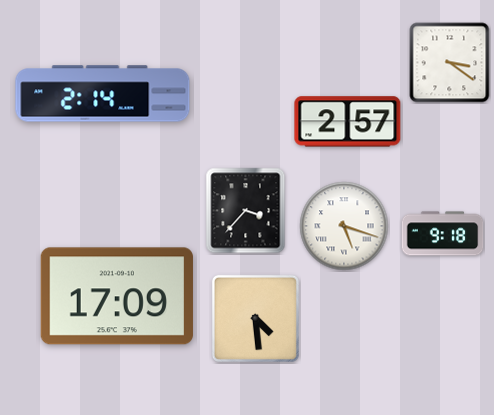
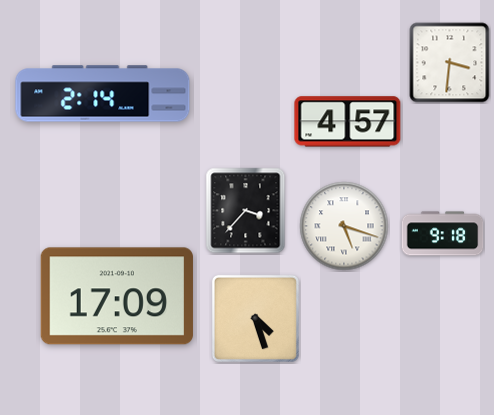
clock at (450, 63): 3:21 -> 3:31
clock at (348, 122): 2:57 -> 4:57
clock at (255, 318): 4:29 -> 4:27
